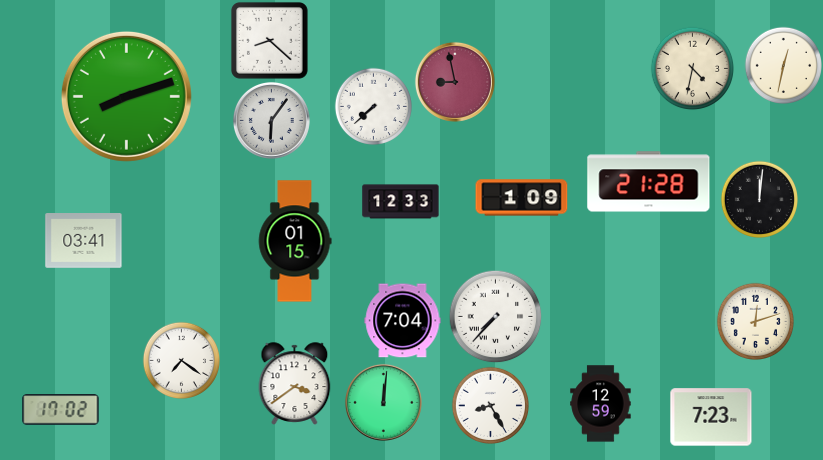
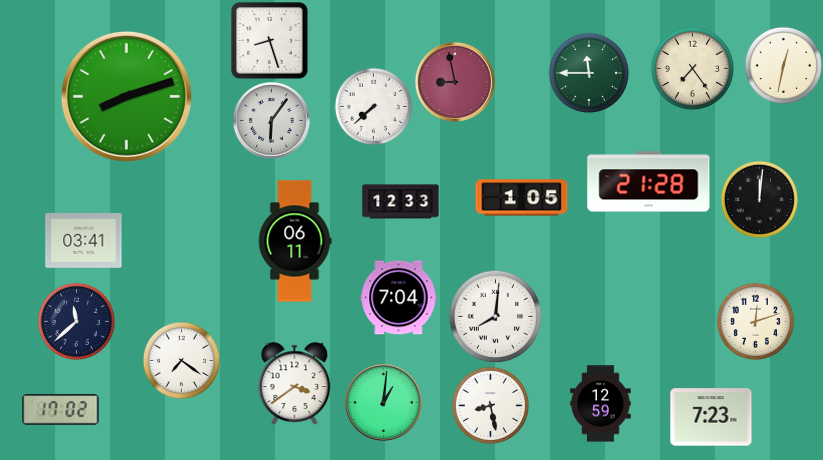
clock at (269, 40): 8:22 -> 8:27
clock at (692, 68): 4:32 -> 7:24
clock at (589, 73): none -> 11:45
clock at (522, 198): 1:09 -> 1:05
clock at (295, 241): 01:15 -> 06:11
clock at (495, 316): 7:37 -> 8:01
clock at (76, 321): none -> 11:38
clock at (403, 321) position: (403, 321) -> (399, 298)
clock at (383, 402): 12:01 -> 1:01
clock at (490, 405): 8:25 -> 8:28
